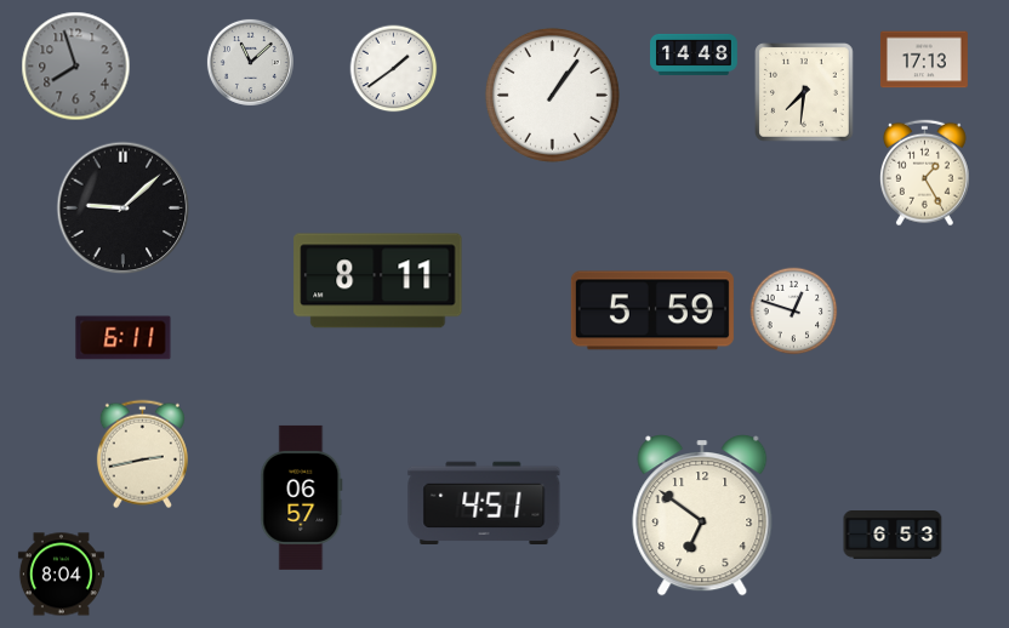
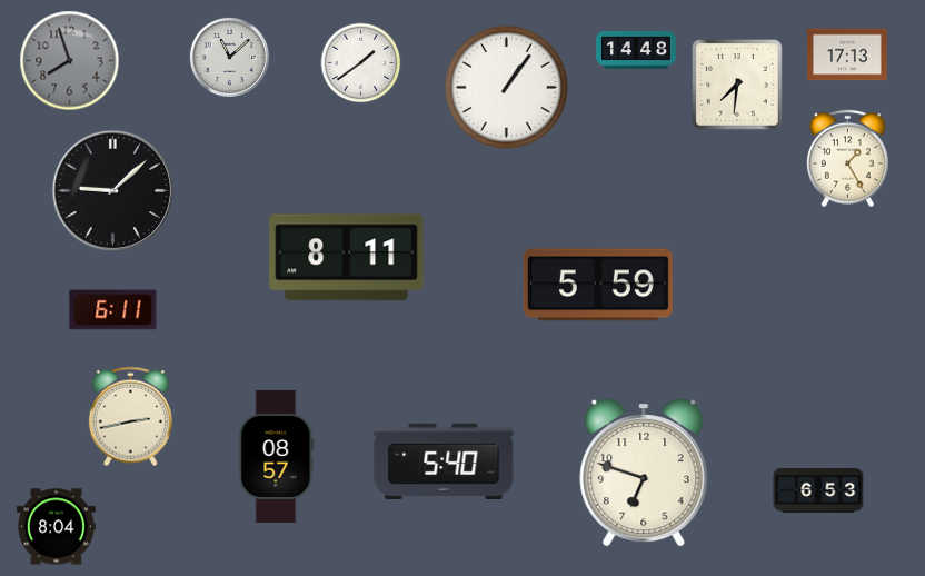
clock at (794, 312): 12:48 -> none
clock at (302, 497): 06:57 -> 08:57
clock at (484, 502): 4:51 -> 5:40
clock at (702, 515): 6:51 -> 6:48
